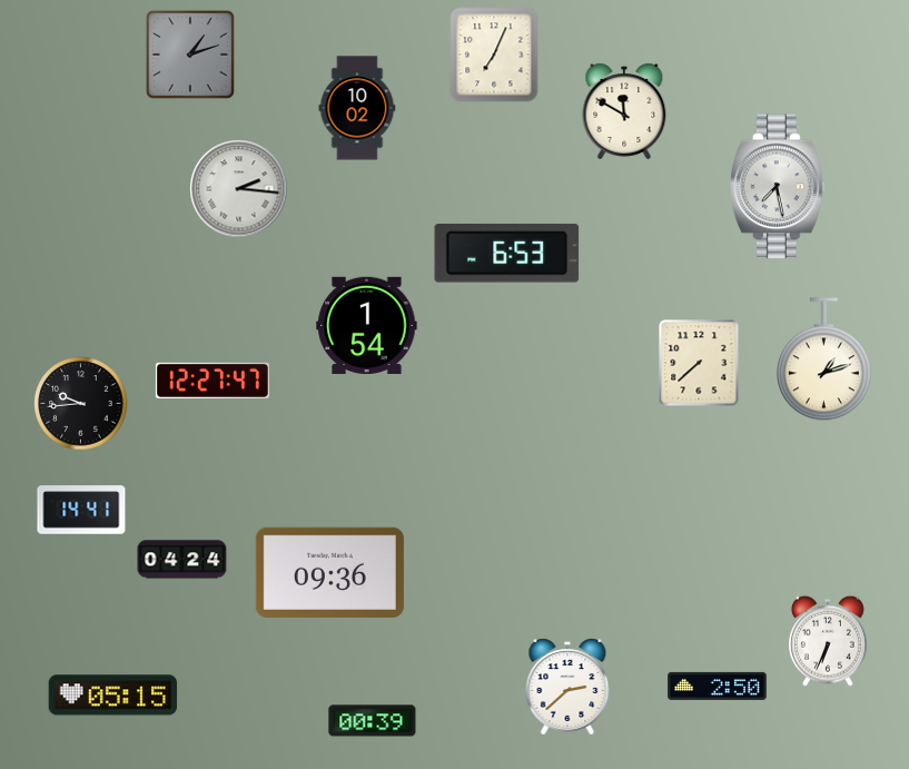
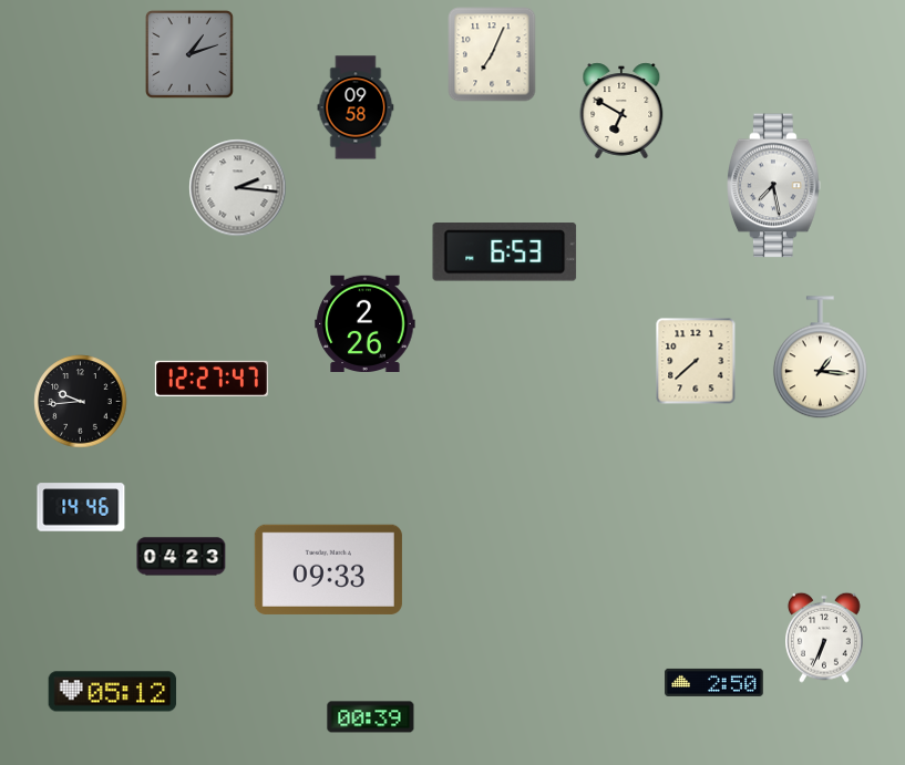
clock at (357, 108): 10:02 -> 09:58
clock at (624, 111): 11:50 -> 6:50
clock at (367, 325): 1:54 -> 2:26
clock at (823, 359): 1:12 -> 1:16
clock at (81, 510): 14:41 -> 14:46
clock at (182, 560): 04:24 -> 04:23
clock at (329, 572): 09:36 -> 09:33
clock at (567, 687): 2:38 -> none
clock at (113, 696): 05:15 -> 05:12
